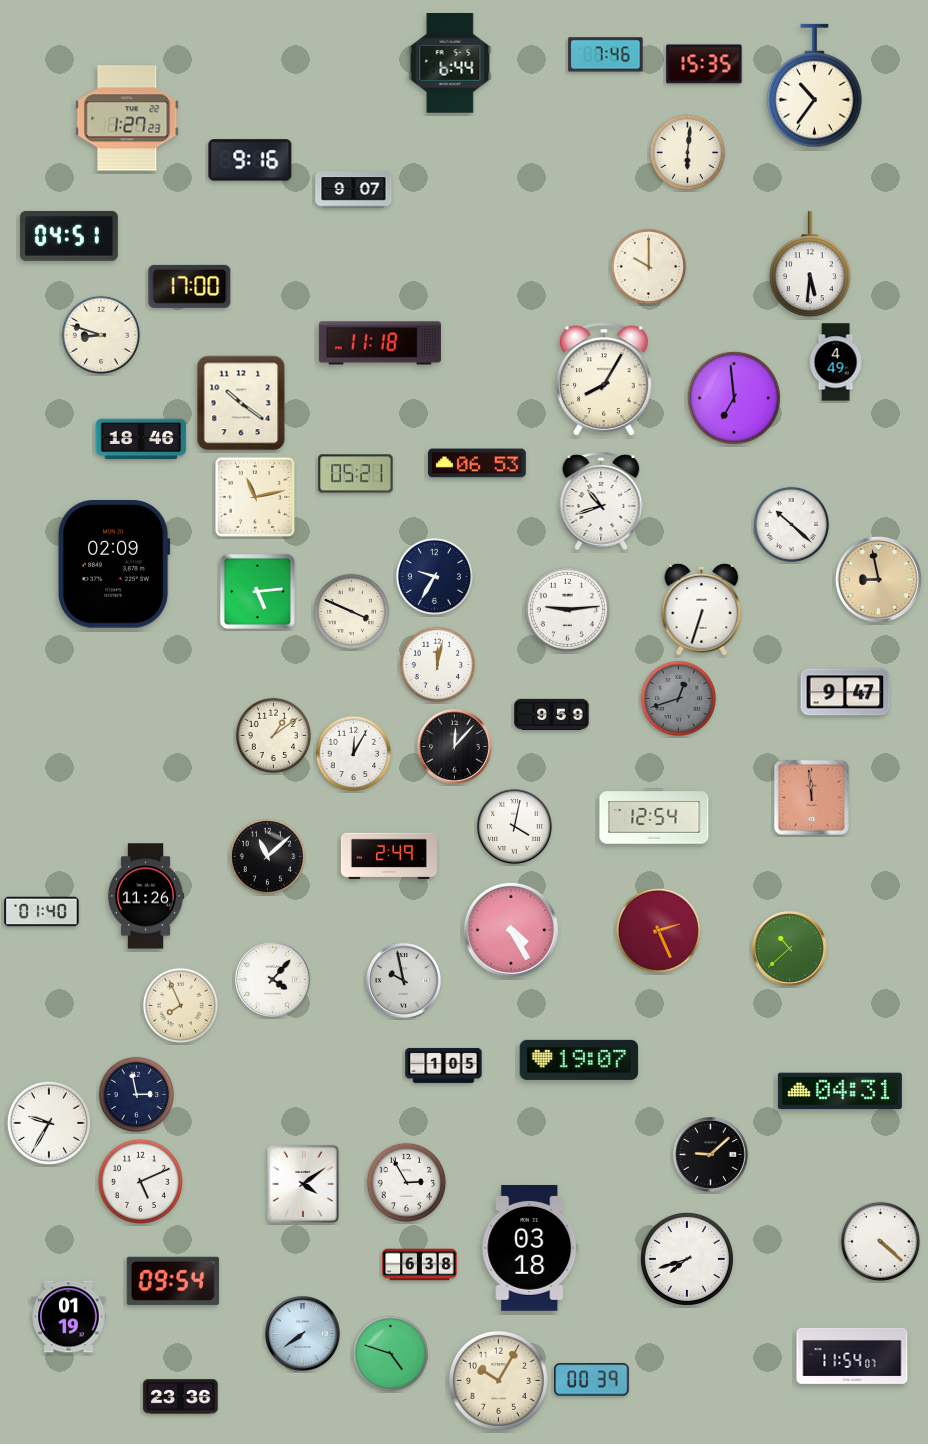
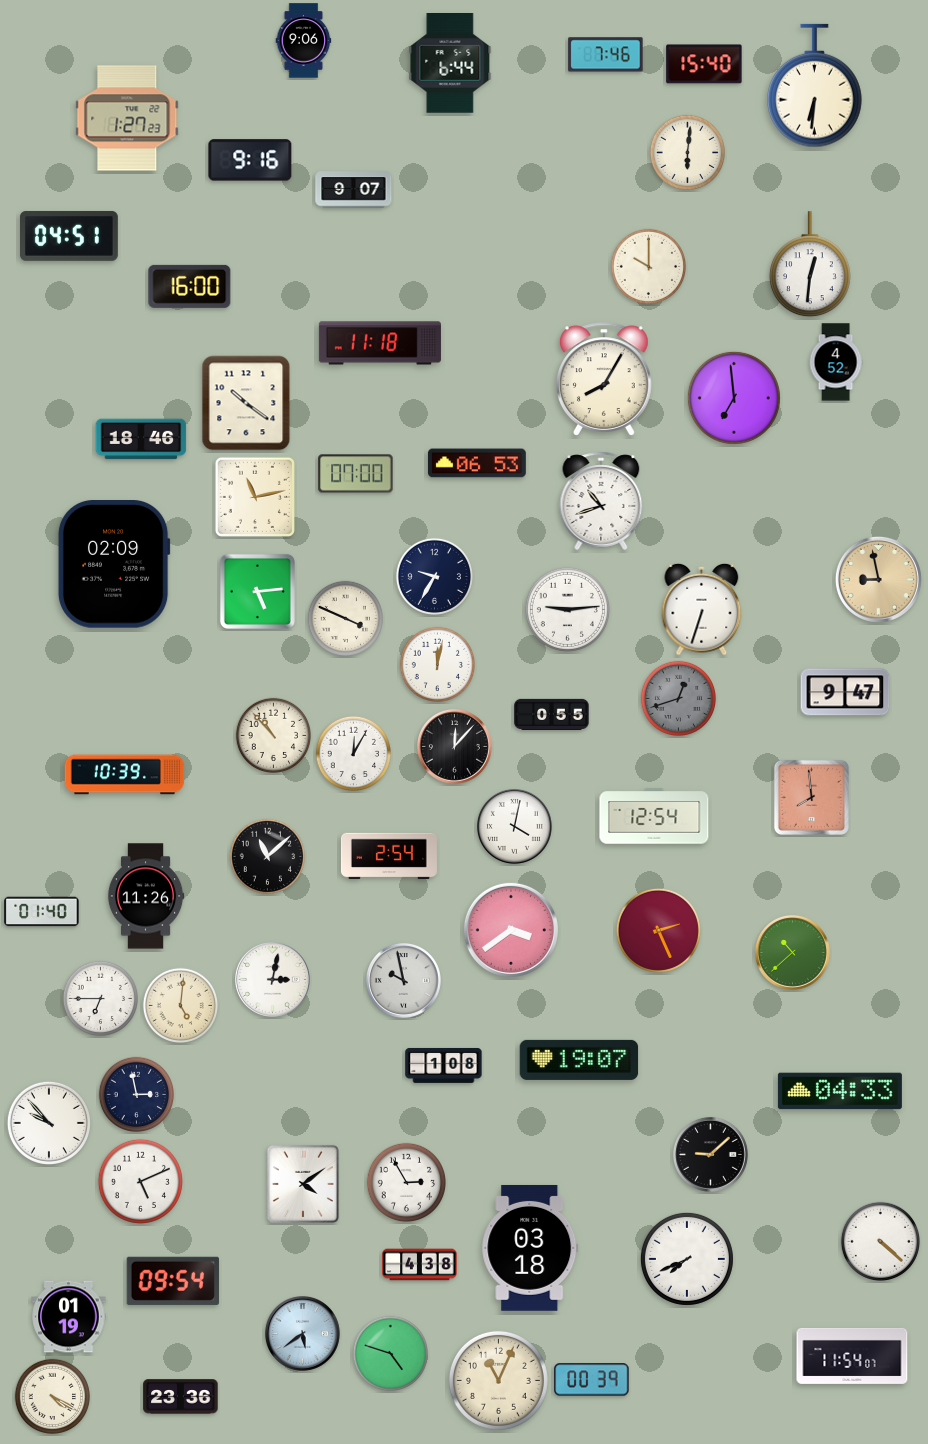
clock at (304, 41): none -> 9:06
clock at (704, 64): 15:35 -> 15:40
clock at (815, 86): 10:36 -> 6:31
clock at (810, 265): 5:31 -> 12:31
clock at (190, 286): 17:00 -> 16:00
clock at (100, 334): 8:48 -> none
clock at (836, 362): 4:49 -> 4:52
clock at (241, 403) position: (241, 403) -> (246, 403)
clock at (356, 474): 05:21 -> 07:00
clock at (791, 524): 10:22 -> none
clock at (351, 611) position: (351, 611) -> (345, 618)
clock at (552, 714): 9:59 -> 0:55
clock at (273, 735): 1:09 -> 10:53
clock at (125, 775): none -> 10:39
clock at (811, 797): 11:59 -> 7:59
clock at (389, 856): 2:49 -> 2:54
clock at (511, 930): 4:25 -> 3:39
clock at (790, 949) position: (790, 949) -> (793, 953)
clock at (273, 980): 4:07 -> 3:02
clock at (100, 998): none -> 6:45
clock at (180, 1005): 7:56 -> 5:01
clock at (444, 1065): 1:05 -> 1:08
clock at (840, 1091): 04:31 -> 04:33
clock at (49, 1123): 9:35 -> 9:53
clock at (687, 1259): 7:42 -> 7:41
clock at (420, 1265): 6:38 -> 4:38
clock at (303, 1334): 7:39 -> 5:39
clock at (498, 1380): 10:05 -> 11:04
clock at (52, 1396): none -> 4:20
